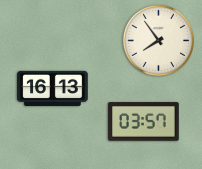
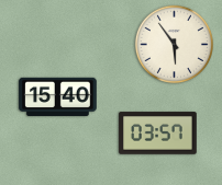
clock at (158, 40): 7:54 -> 5:54
clock at (53, 88): 16:13 -> 15:40
